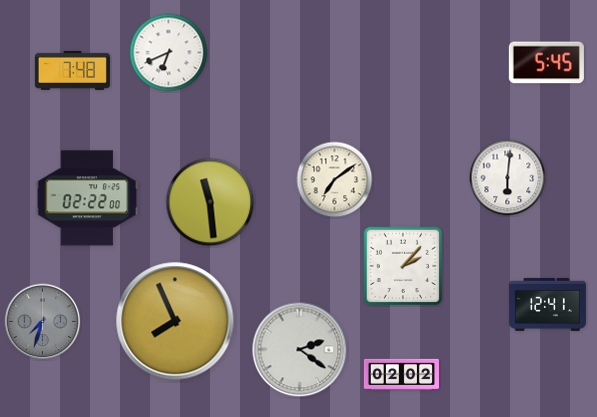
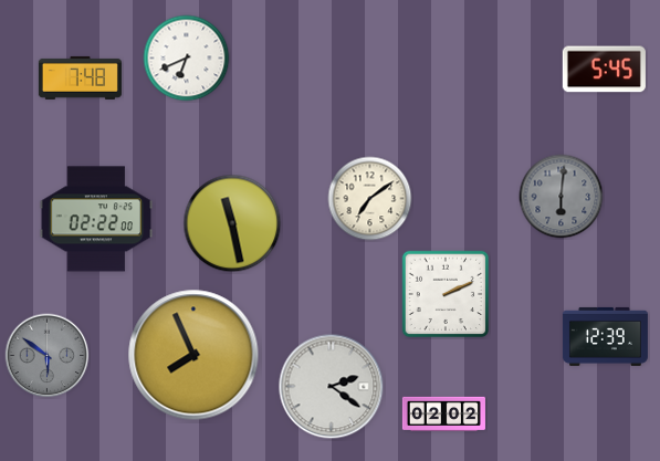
clock at (508, 178) dial: white -> grey
clock at (210, 202): 11:29 -> 11:28
clock at (403, 266): 2:07 -> 2:11
clock at (547, 304): 12:41 -> 12:39
clock at (43, 322): 7:33 -> 5:51
